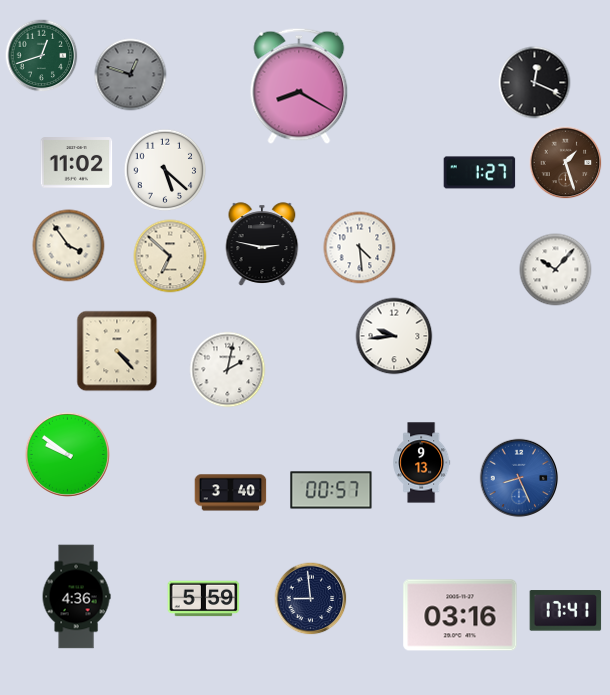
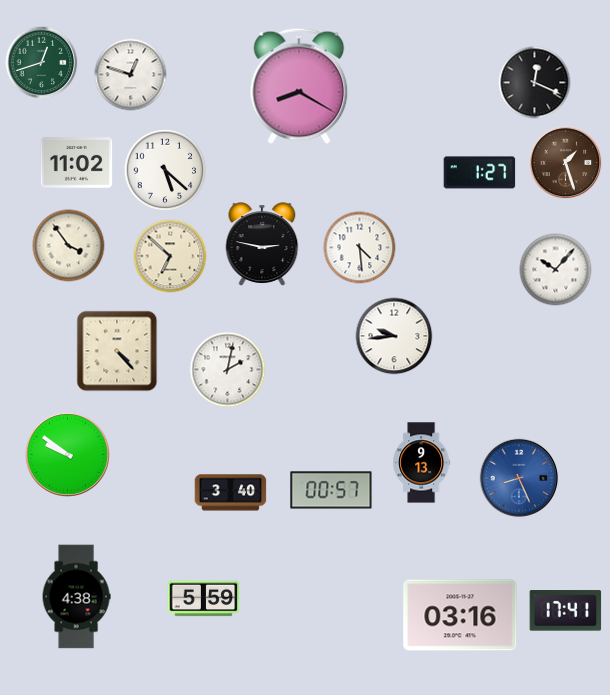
clock at (42, 56) position: (42, 56) -> (42, 63)
clock at (131, 75) dial: grey -> white
clock at (76, 597): 4:36 -> 4:38
clock at (311, 599): 8:59 -> none
